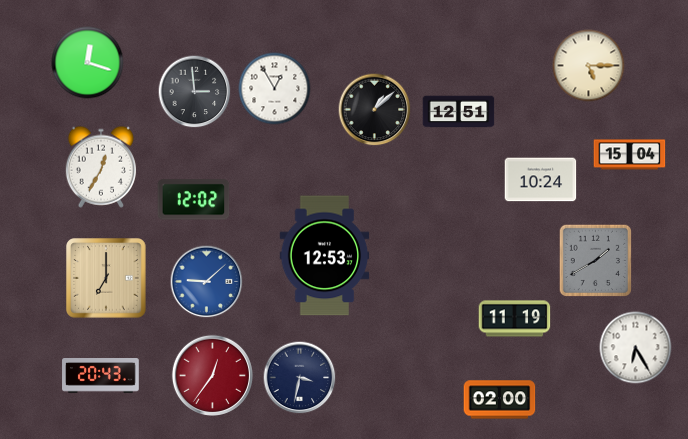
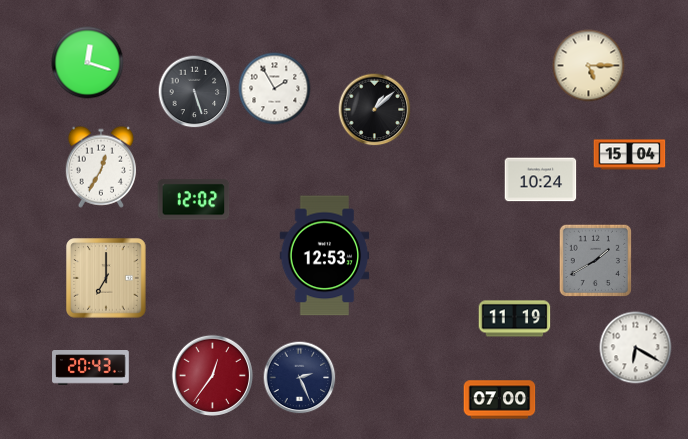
clock at (275, 89): 12:55 -> 1:55
clock at (195, 92): 2:59 -> 5:27
clock at (459, 112): 12:51 -> none
clock at (207, 282): 9:08 -> none
clock at (636, 348): 6:25 -> 6:20
clock at (101, 376) position: (101, 376) -> (91, 368)
clock at (300, 378): 3:32 -> 2:26
clock at (500, 400): 02:00 -> 07:00
